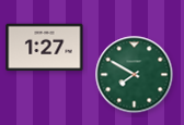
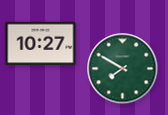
clock at (45, 48): 1:27 -> 10:27
